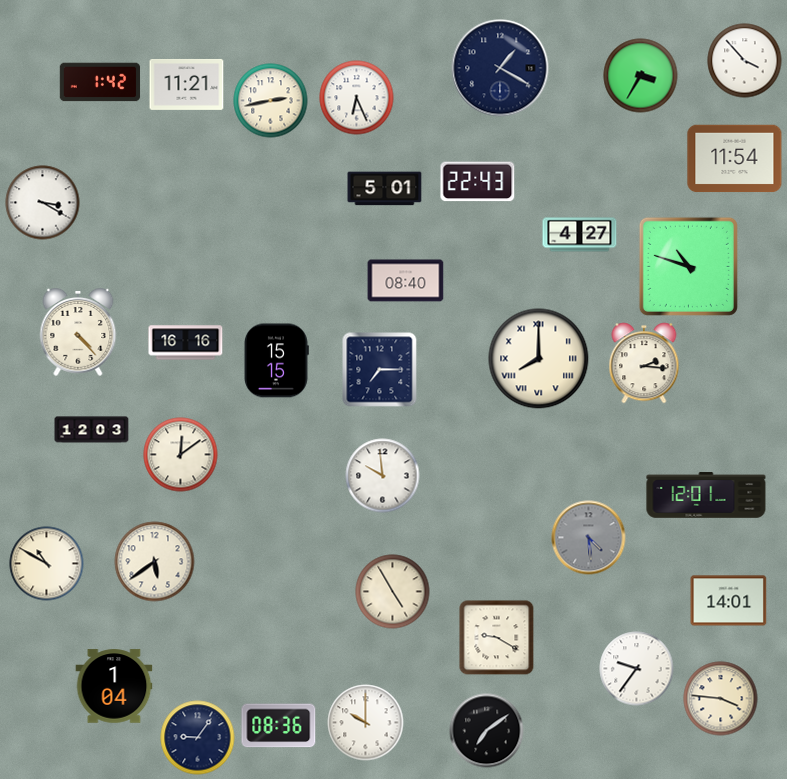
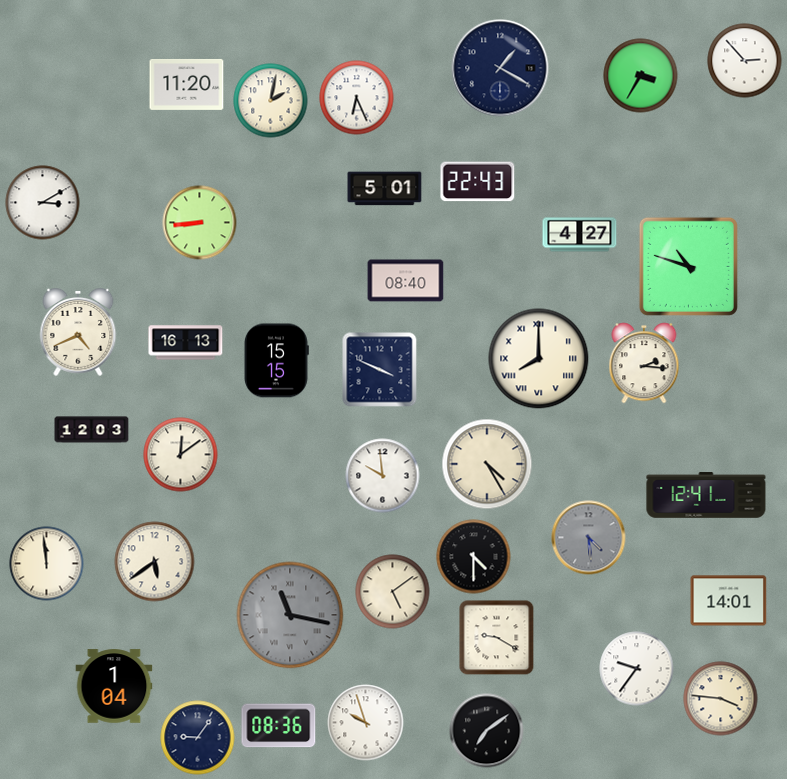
clock at (745, 61): 3:53 -> 2:53
clock at (100, 82): 1:42 -> none
clock at (187, 84): 11:21 -> 11:20
clock at (271, 101): 2:43 -> 2:02
clock at (735, 159): 11:54 -> none
clock at (43, 203): 3:20 -> 3:10
clock at (200, 223): none -> 8:44
clock at (78, 333): 4:23 -> 4:41
clock at (186, 343): 16:16 -> 16:13
clock at (380, 370): 7:15 -> 3:49
clock at (487, 464): none -> 4:25
clock at (706, 495): 12:01 -> 12:41
clock at (474, 557): none -> 4:30
clock at (47, 564): 10:50 -> 11:59
clock at (393, 592): 4:55 -> 5:09
clock at (290, 615): none -> 11:17
clock at (366, 723): 10:00 -> 9:57
